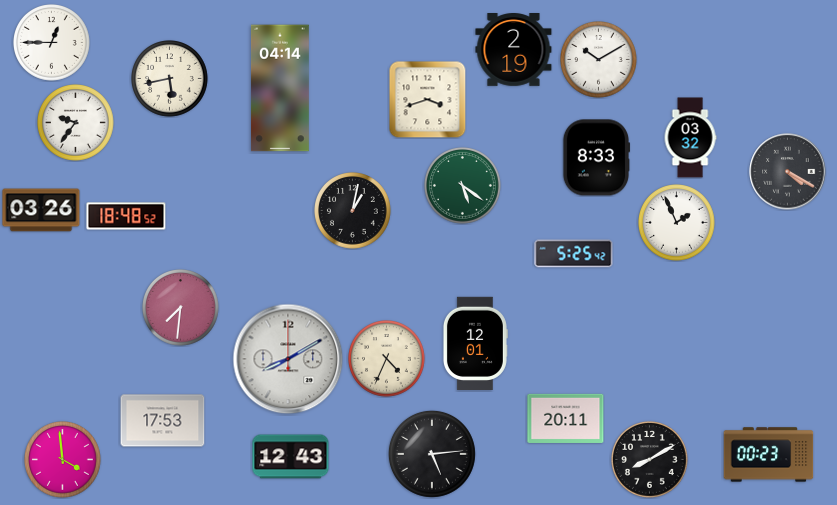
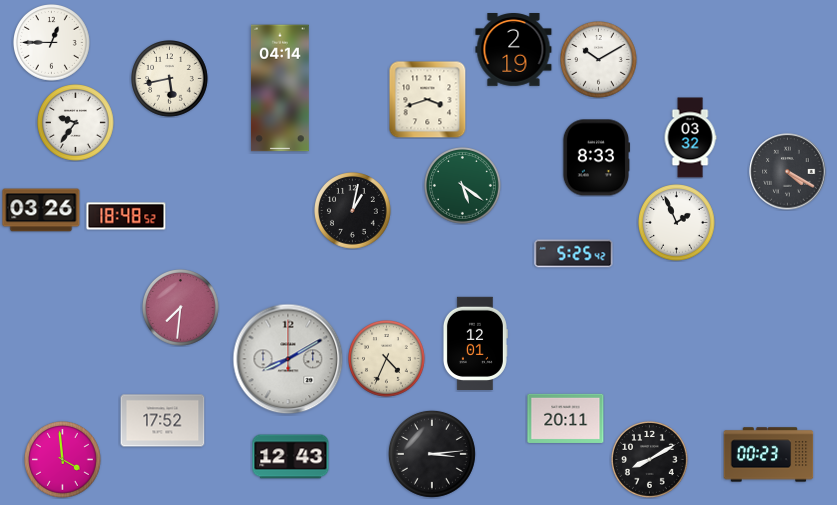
clock at (163, 421): 17:53 -> 17:52
clock at (432, 454): 5:14 -> 3:14
